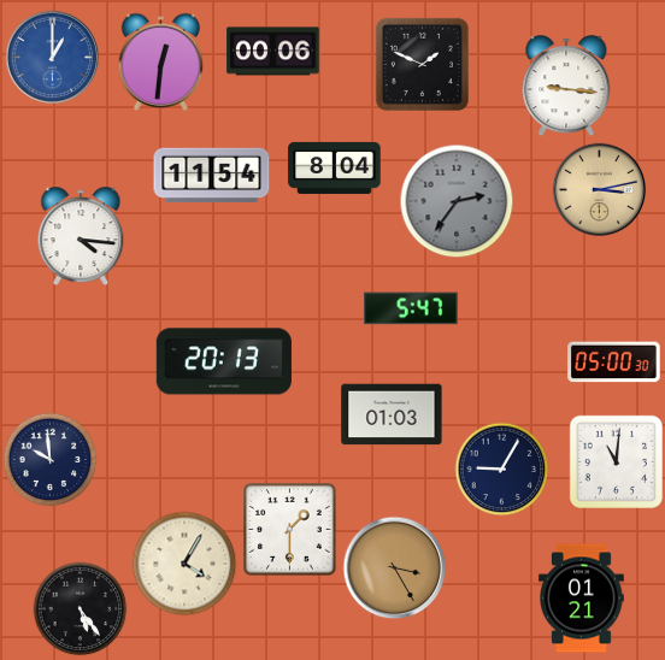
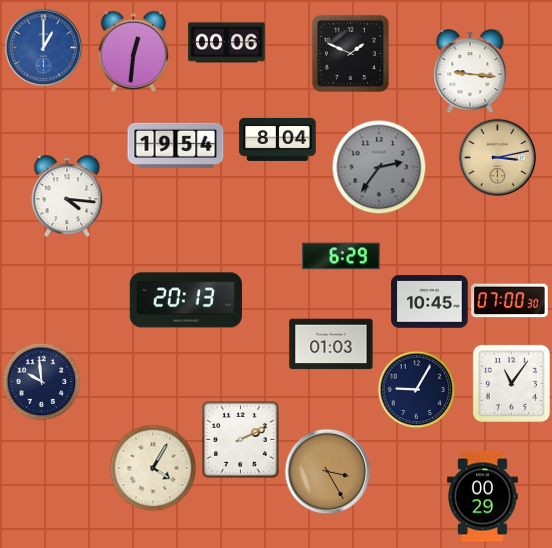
clock at (212, 176): 11:54 -> 19:54
clock at (411, 308): 5:47 -> 6:29
clock at (614, 363): 05:00 -> 07:00
clock at (430, 302): none -> 10:45
clock at (392, 414) position: (392, 414) -> (331, 344)
clock at (616, 461): 11:01 -> 11:06
clock at (290, 530): 1:30 -> 2:11
clock at (582, 599): 01:21 -> 00:29
clock at (80, 608): 5:24 -> none
